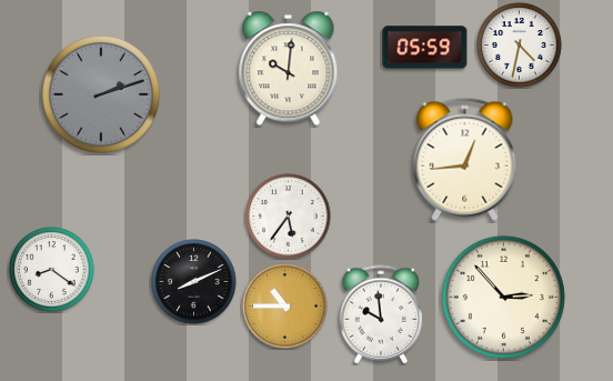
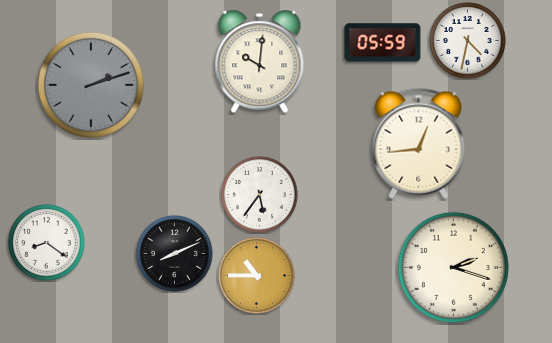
clock at (503, 297): 2:53 -> 2:18
clock at (381, 314): 9:59 -> none
